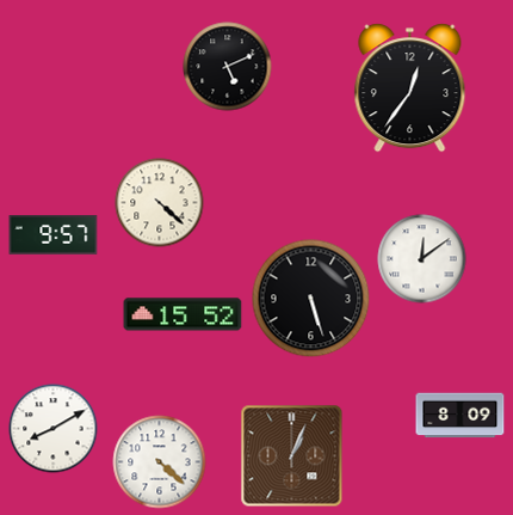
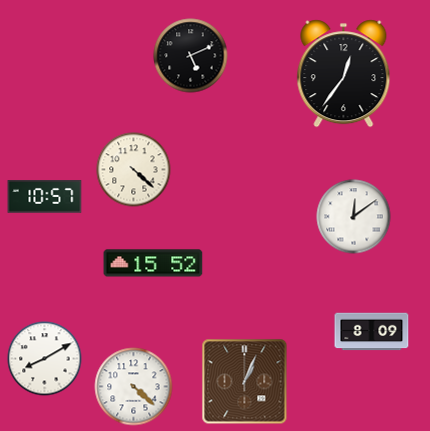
clock at (54, 235): 9:57 -> 10:57
clock at (311, 299): 5:27 -> none
clock at (461, 416) position: (461, 416) -> (372, 332)
